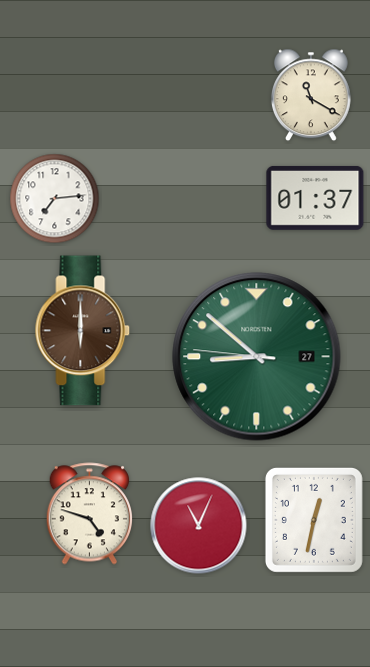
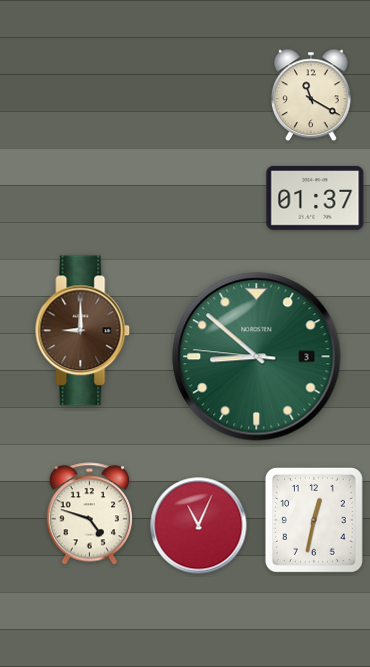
clock at (55, 199): 7:14 -> none
clock at (83, 331): 6:00 -> 9:00
clock at (257, 357) date: 27 -> 3
